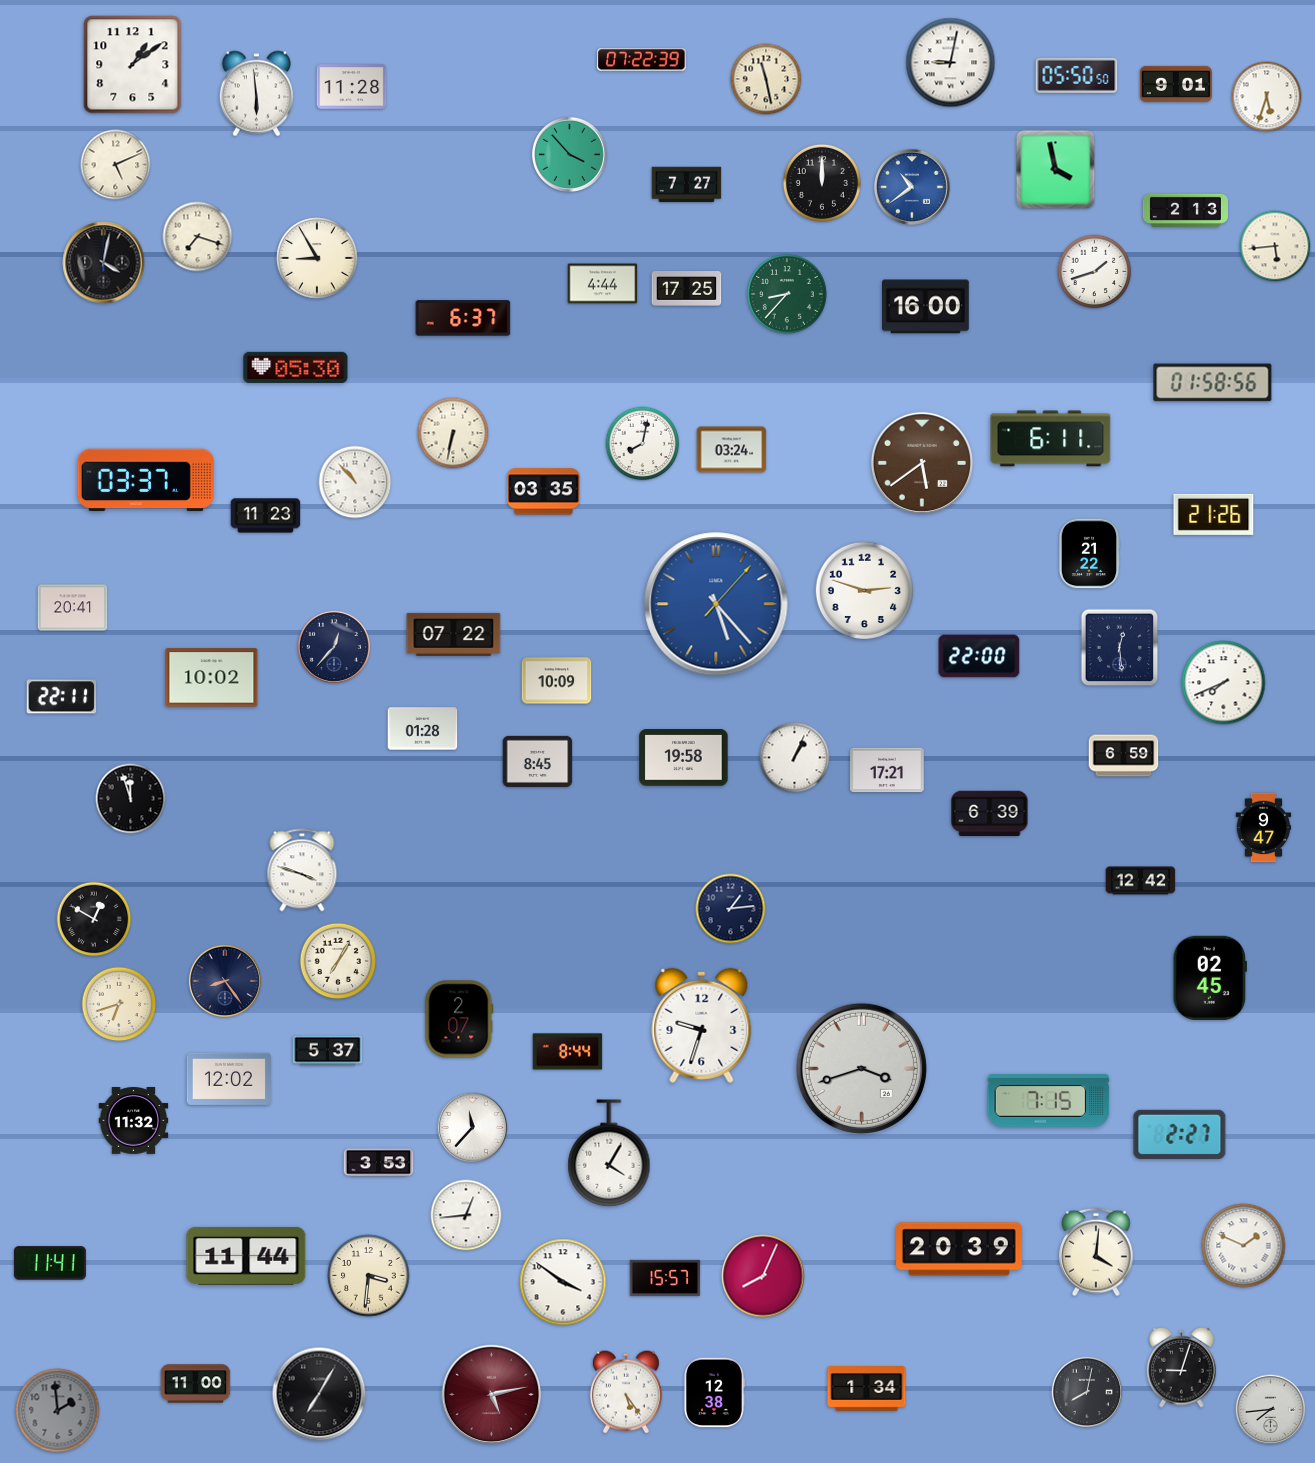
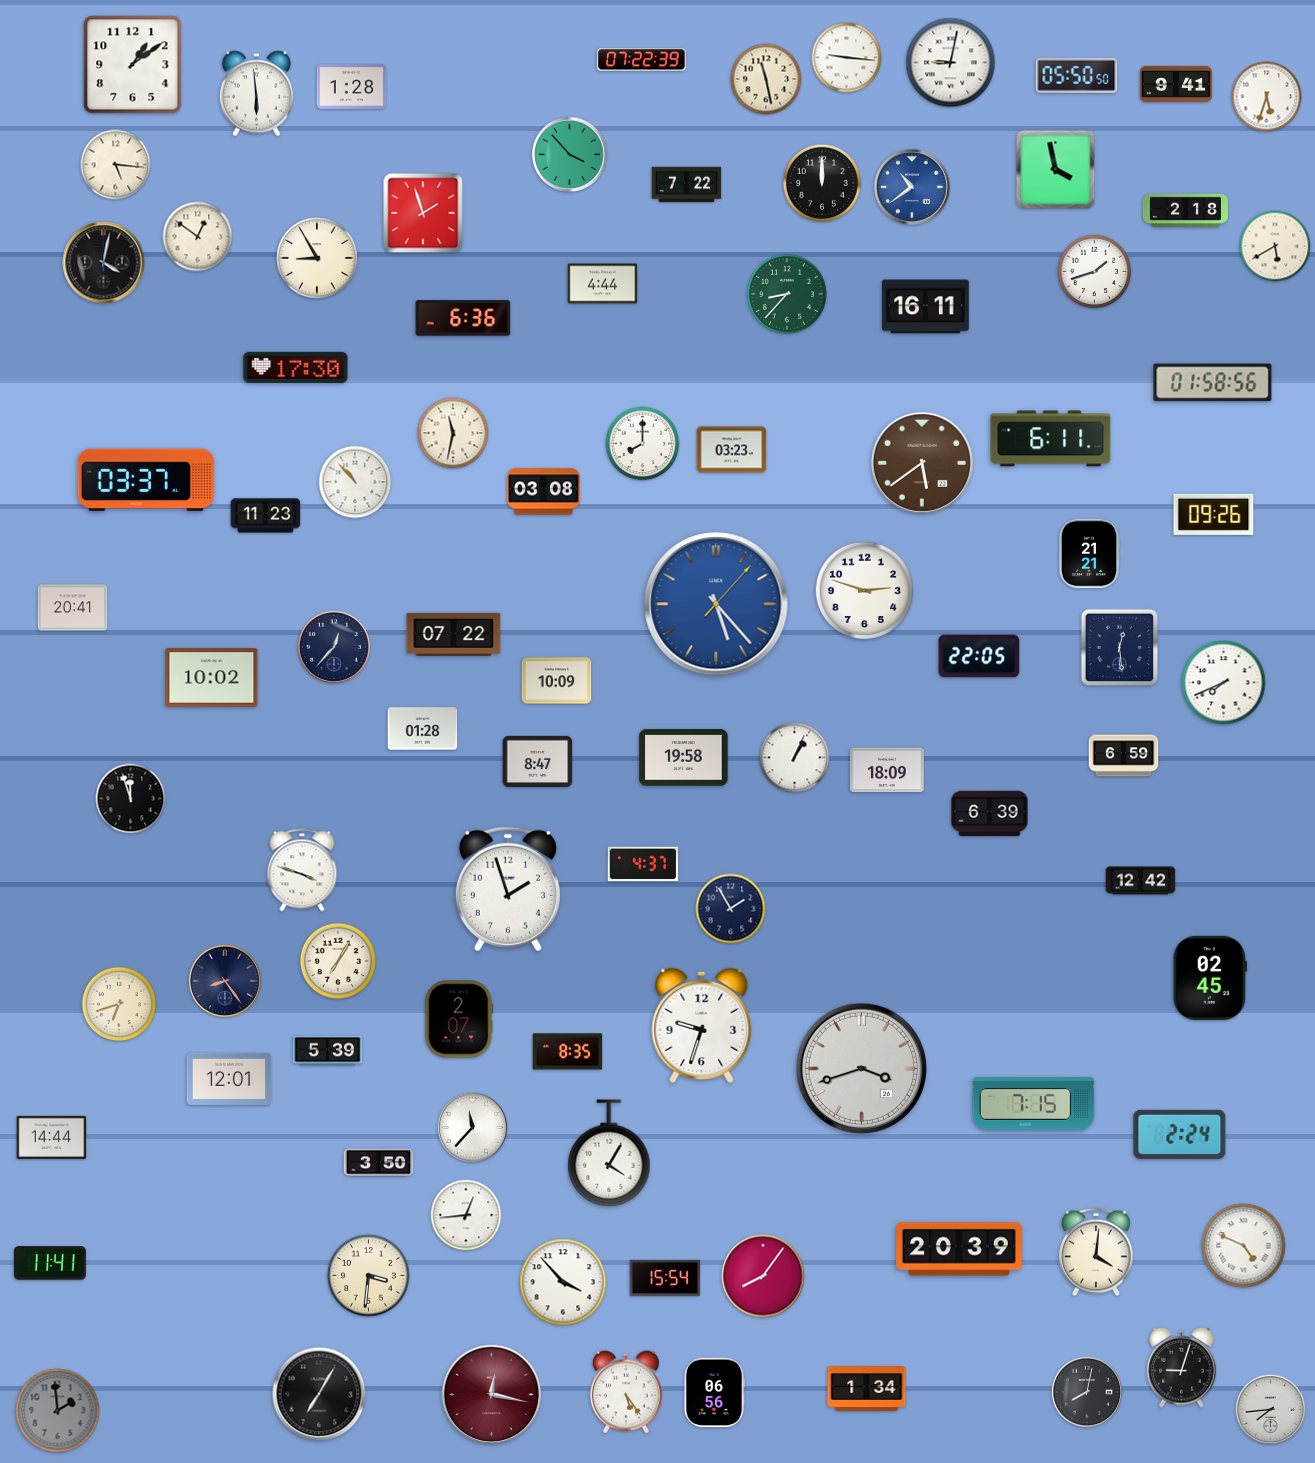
clock at (847, 58): none -> 9:16
clock at (1176, 84): 9:01 -> 9:41
clock at (352, 87): 11:28 -> 1:28
clock at (116, 165): 5:11 -> 5:16
clock at (687, 185): 7:27 -> 7:22
clock at (1185, 210): 2:13 -> 2:18
clock at (423, 213): none -> 1:57
clock at (198, 237): 7:18 -> 12:51
clock at (1275, 246): 5:44 -> 5:40
clock at (687, 289): 17:25 -> none
clock at (926, 307): 16:00 -> 16:11
clock at (463, 318): 6:37 -> 6:36
clock at (296, 367): 05:30 -> 17:30
clock at (453, 433): 6:32 -> 11:32
clock at (643, 444): 8:02 -> 8:00
clock at (732, 450): 03:24 -> 03:23
clock at (543, 492): 03:35 -> 03:08
clock at (1214, 514): 21:26 -> 09:26
clock at (1089, 554): 21:22 -> 21:21
clock at (979, 656): 22:00 -> 22:05
clock at (62, 697): 22:11 -> none
clock at (538, 761): 8:45 -> 8:47
clock at (887, 770): 17:21 -> 18:09
clock at (1264, 828): 9:47 -> none
clock at (643, 864): none -> 4:37
clock at (508, 889): none -> 1:57
clock at (731, 909): 1:14 -> 1:55
clock at (94, 919): 12:50 -> none
clock at (328, 1051): 5:37 -> 5:39
clock at (568, 1052): 8:44 -> 8:35
clock at (228, 1079): 12:02 -> 12:01
clock at (1049, 1101) position: (1049, 1101) -> (1034, 1104)
clock at (134, 1121): 11:32 -> none
clock at (1180, 1134): 2:27 -> 2:24
clock at (52, 1137): none -> 14:44
clock at (379, 1163): 3:53 -> 3:50
clock at (1244, 1246): 1:49 -> 4:49
clock at (246, 1256): 11:44 -> none
clock at (763, 1276): 8:04 -> 8:06
clock at (665, 1278): 15:57 -> 15:54
clock at (563, 1282): 3:51 -> 3:53
clock at (196, 1384): 11:00 -> none
clock at (714, 1393): 12:38 -> 06:56
clock at (492, 1395): 5:13 -> 12:17
